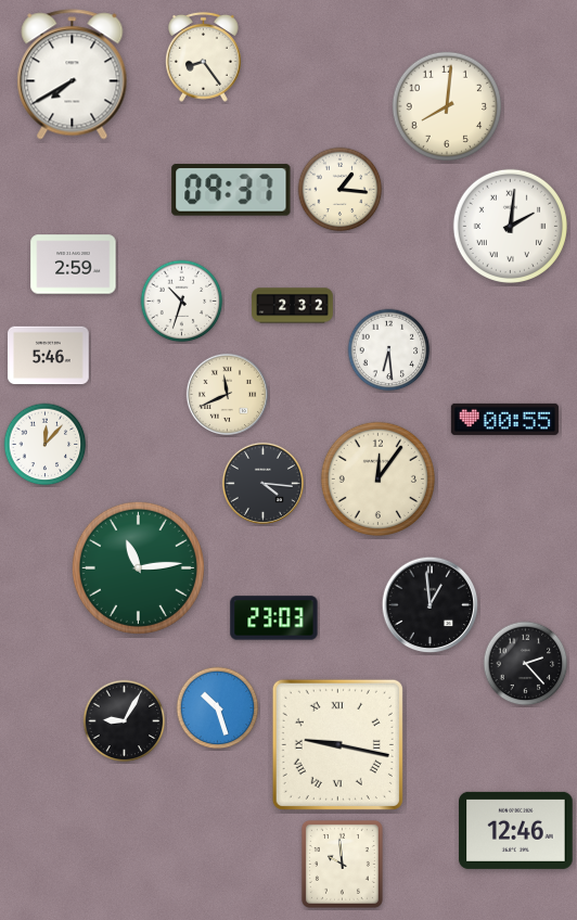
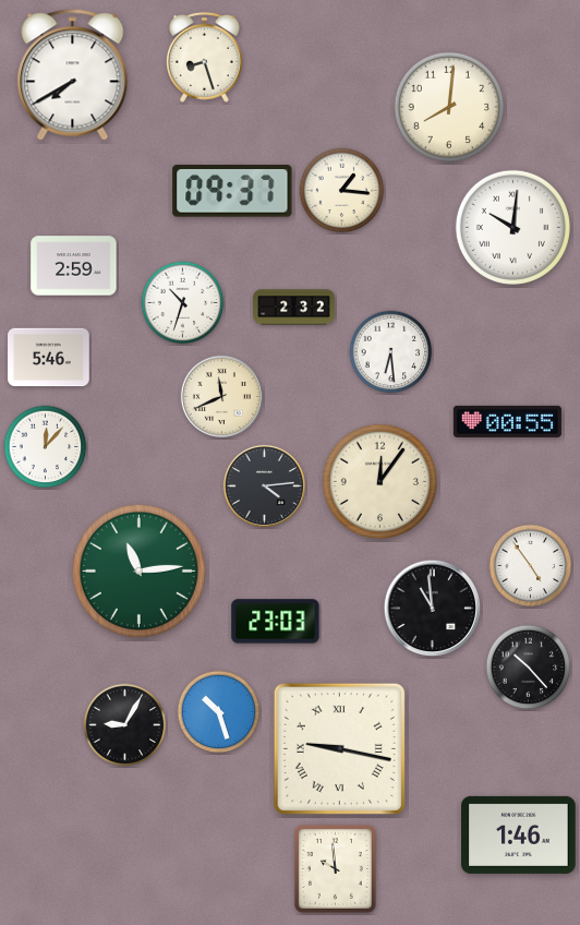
clock at (204, 56): 8:24 -> 8:27
clock at (510, 226): 2:01 -> 10:01
clock at (227, 394) position: (227, 394) -> (221, 396)
clock at (262, 483): 4:16 -> 4:14
clock at (531, 566): none -> 4:54
clock at (431, 605): 12:59 -> 10:59
clock at (526, 664): 2:23 -> 10:23
clock at (516, 830): 12:46 -> 1:46
clock at (342, 864) position: (342, 864) -> (335, 868)
